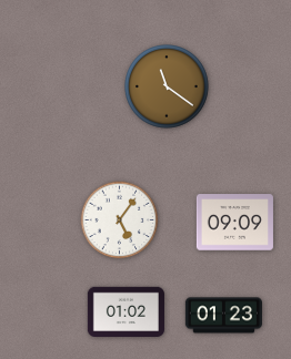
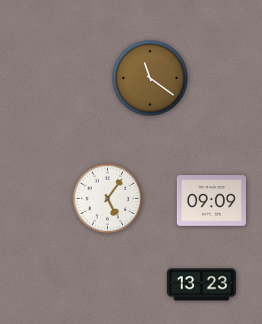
clock at (126, 312): 01:02 -> none
clock at (223, 316): 01:23 -> 13:23
